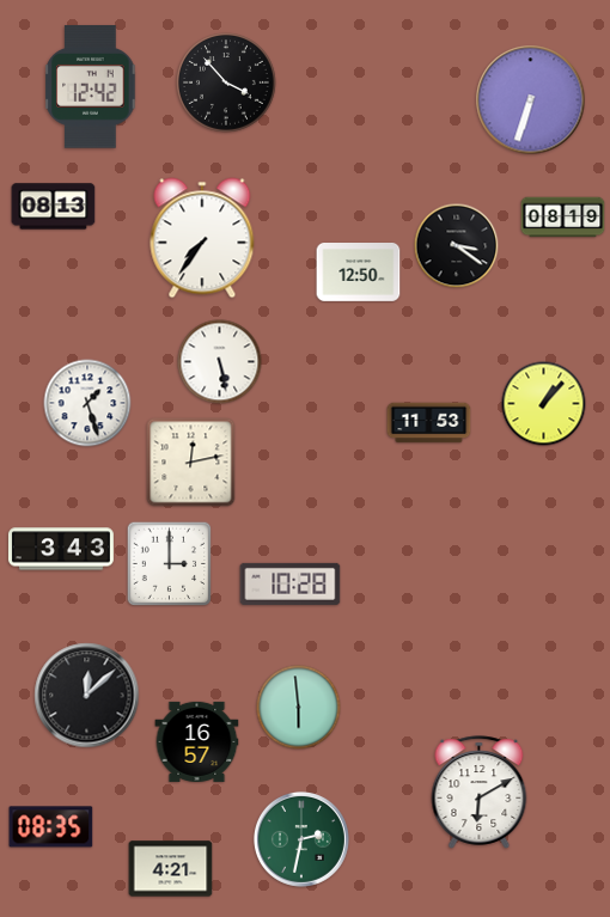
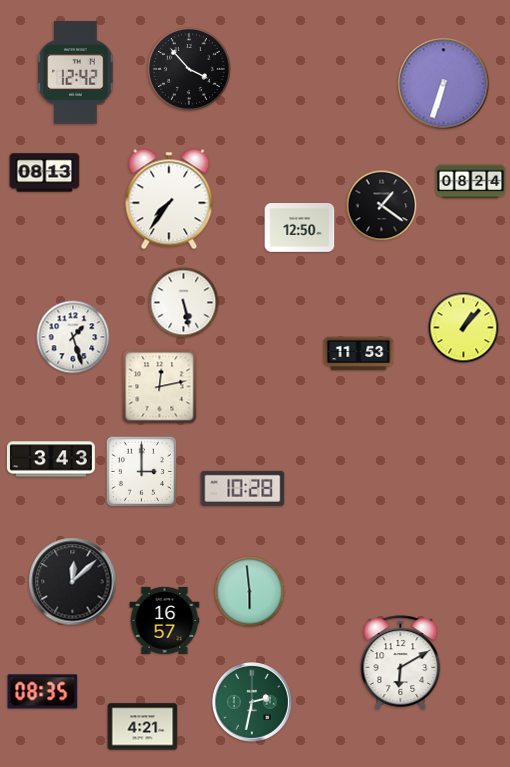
clock at (563, 218): 08:19 -> 08:24
clock at (457, 246): 3:21 -> 1:21
clock at (544, 404) position: (544, 404) -> (464, 328)
